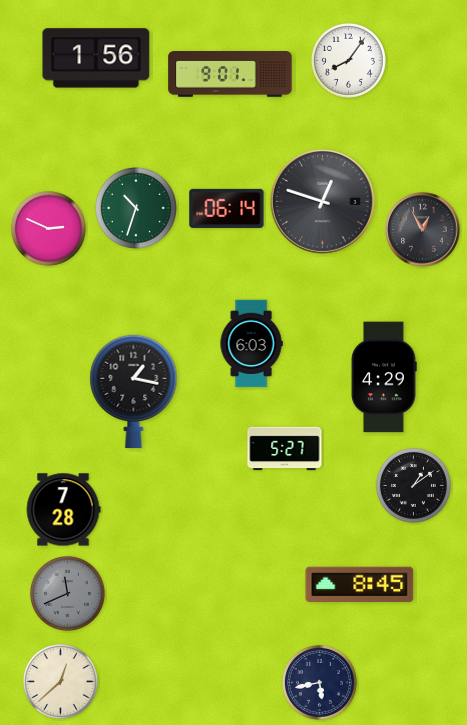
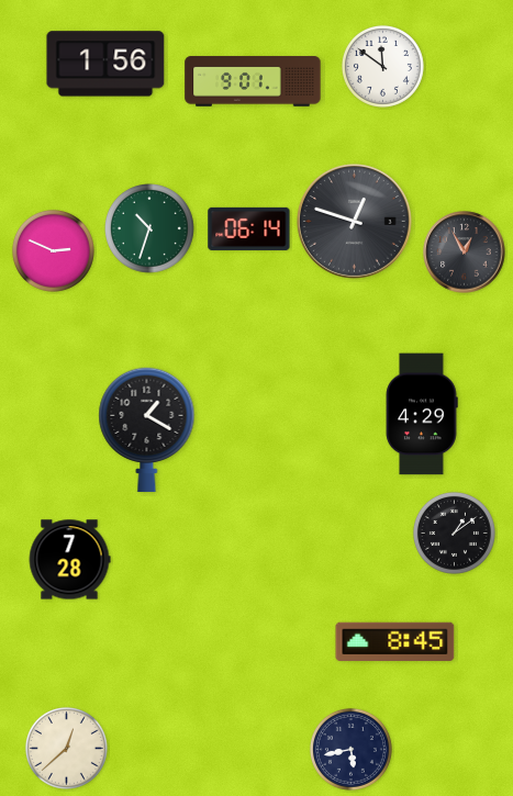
clock at (348, 60): 8:06 -> 11:51
clock at (251, 344): 6:03 -> none
clock at (134, 392): 1:17 -> 1:20
clock at (285, 449): 5:27 -> none
clock at (67, 593): 11:41 -> none
